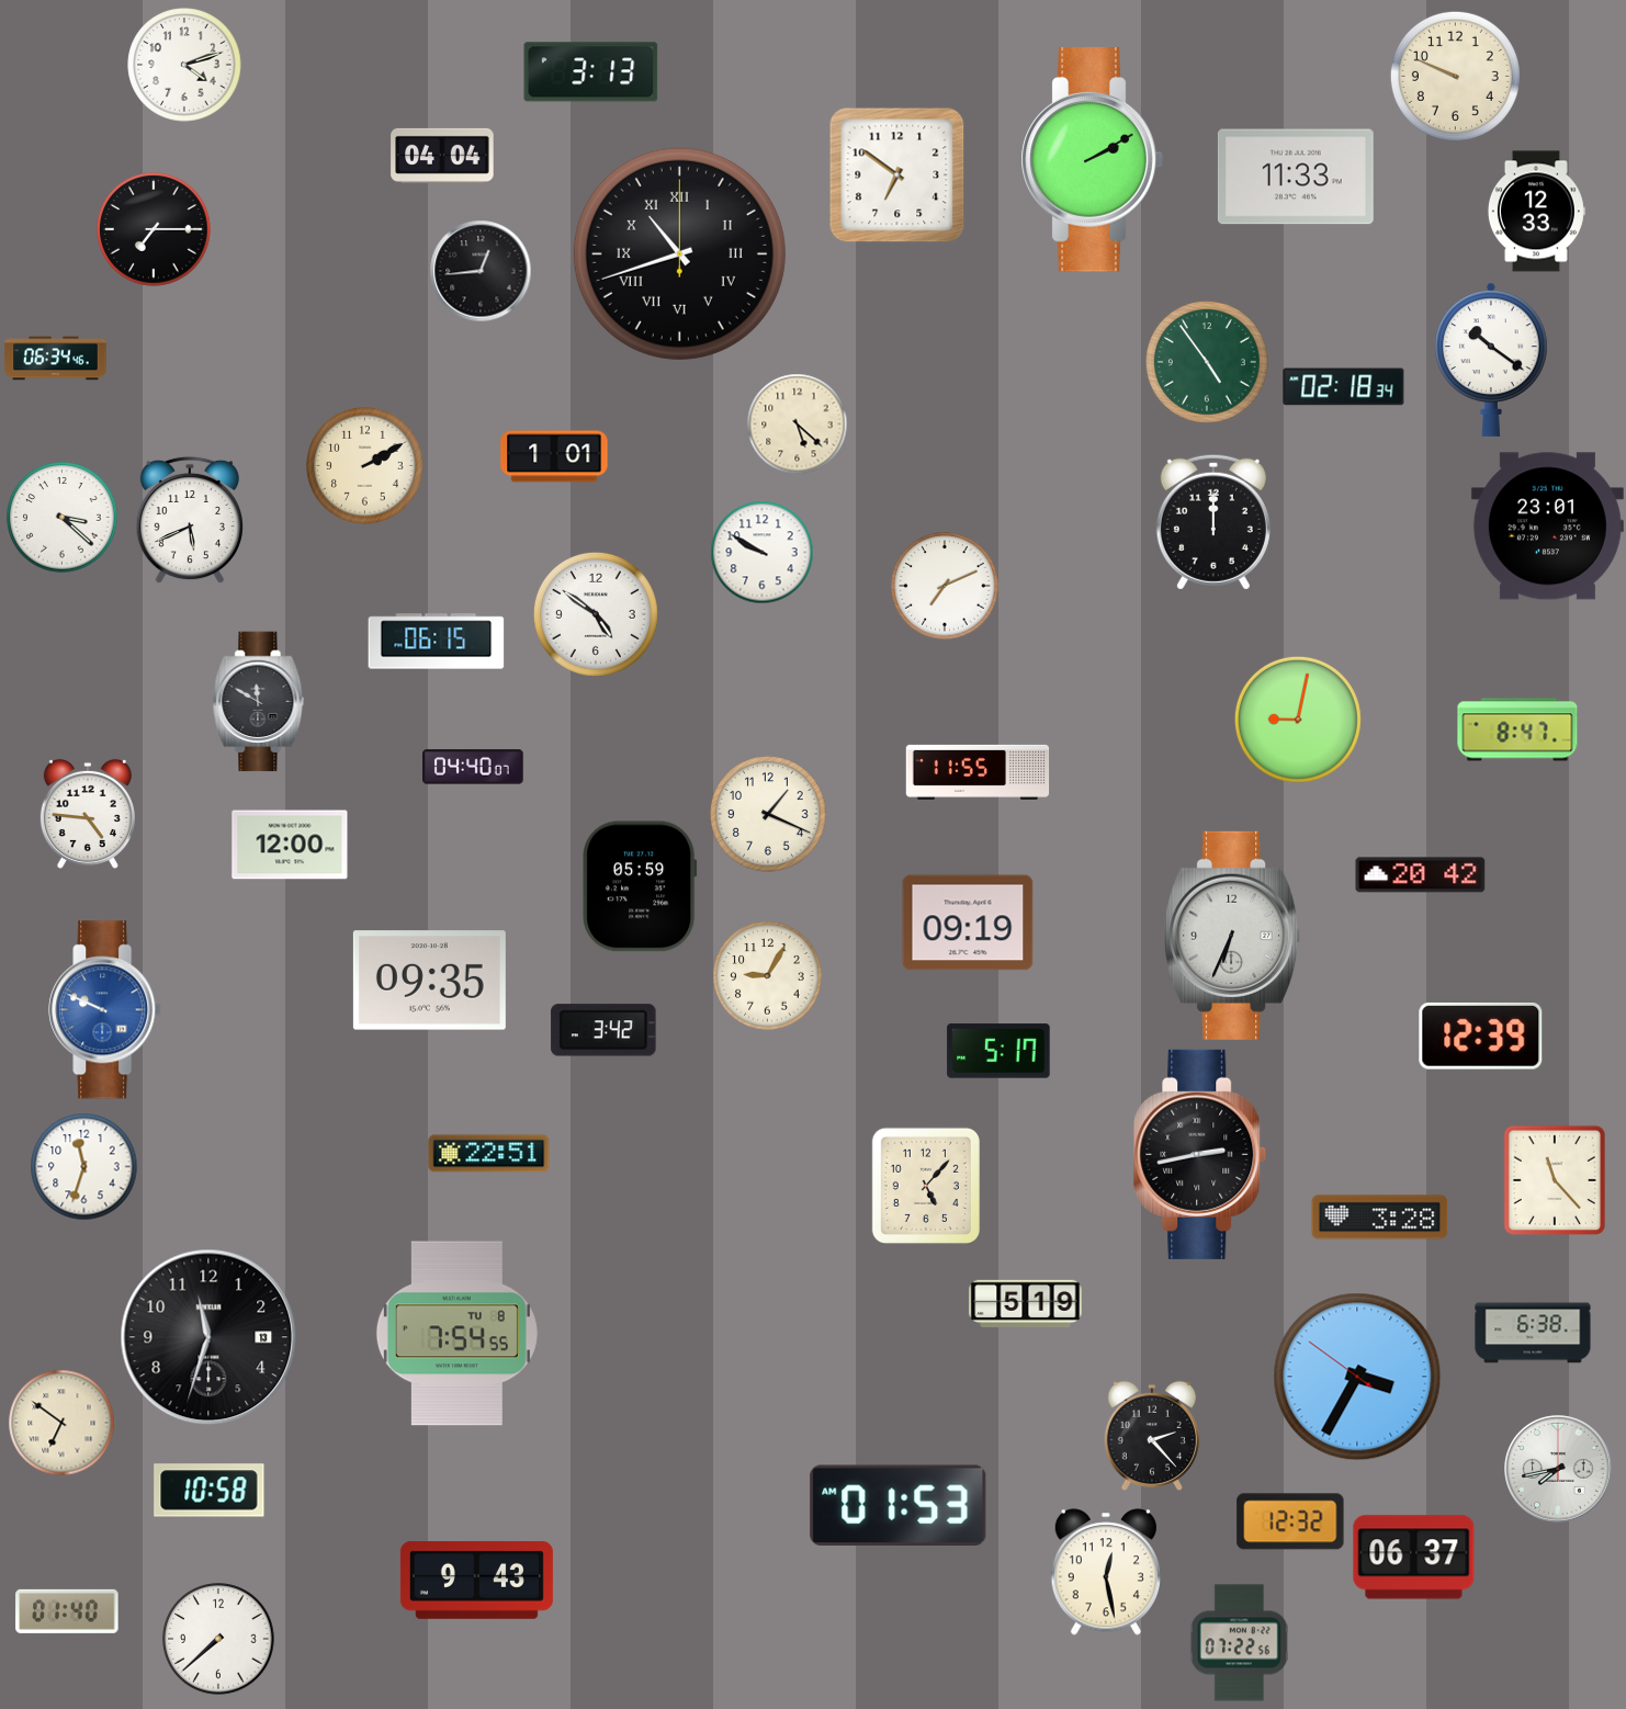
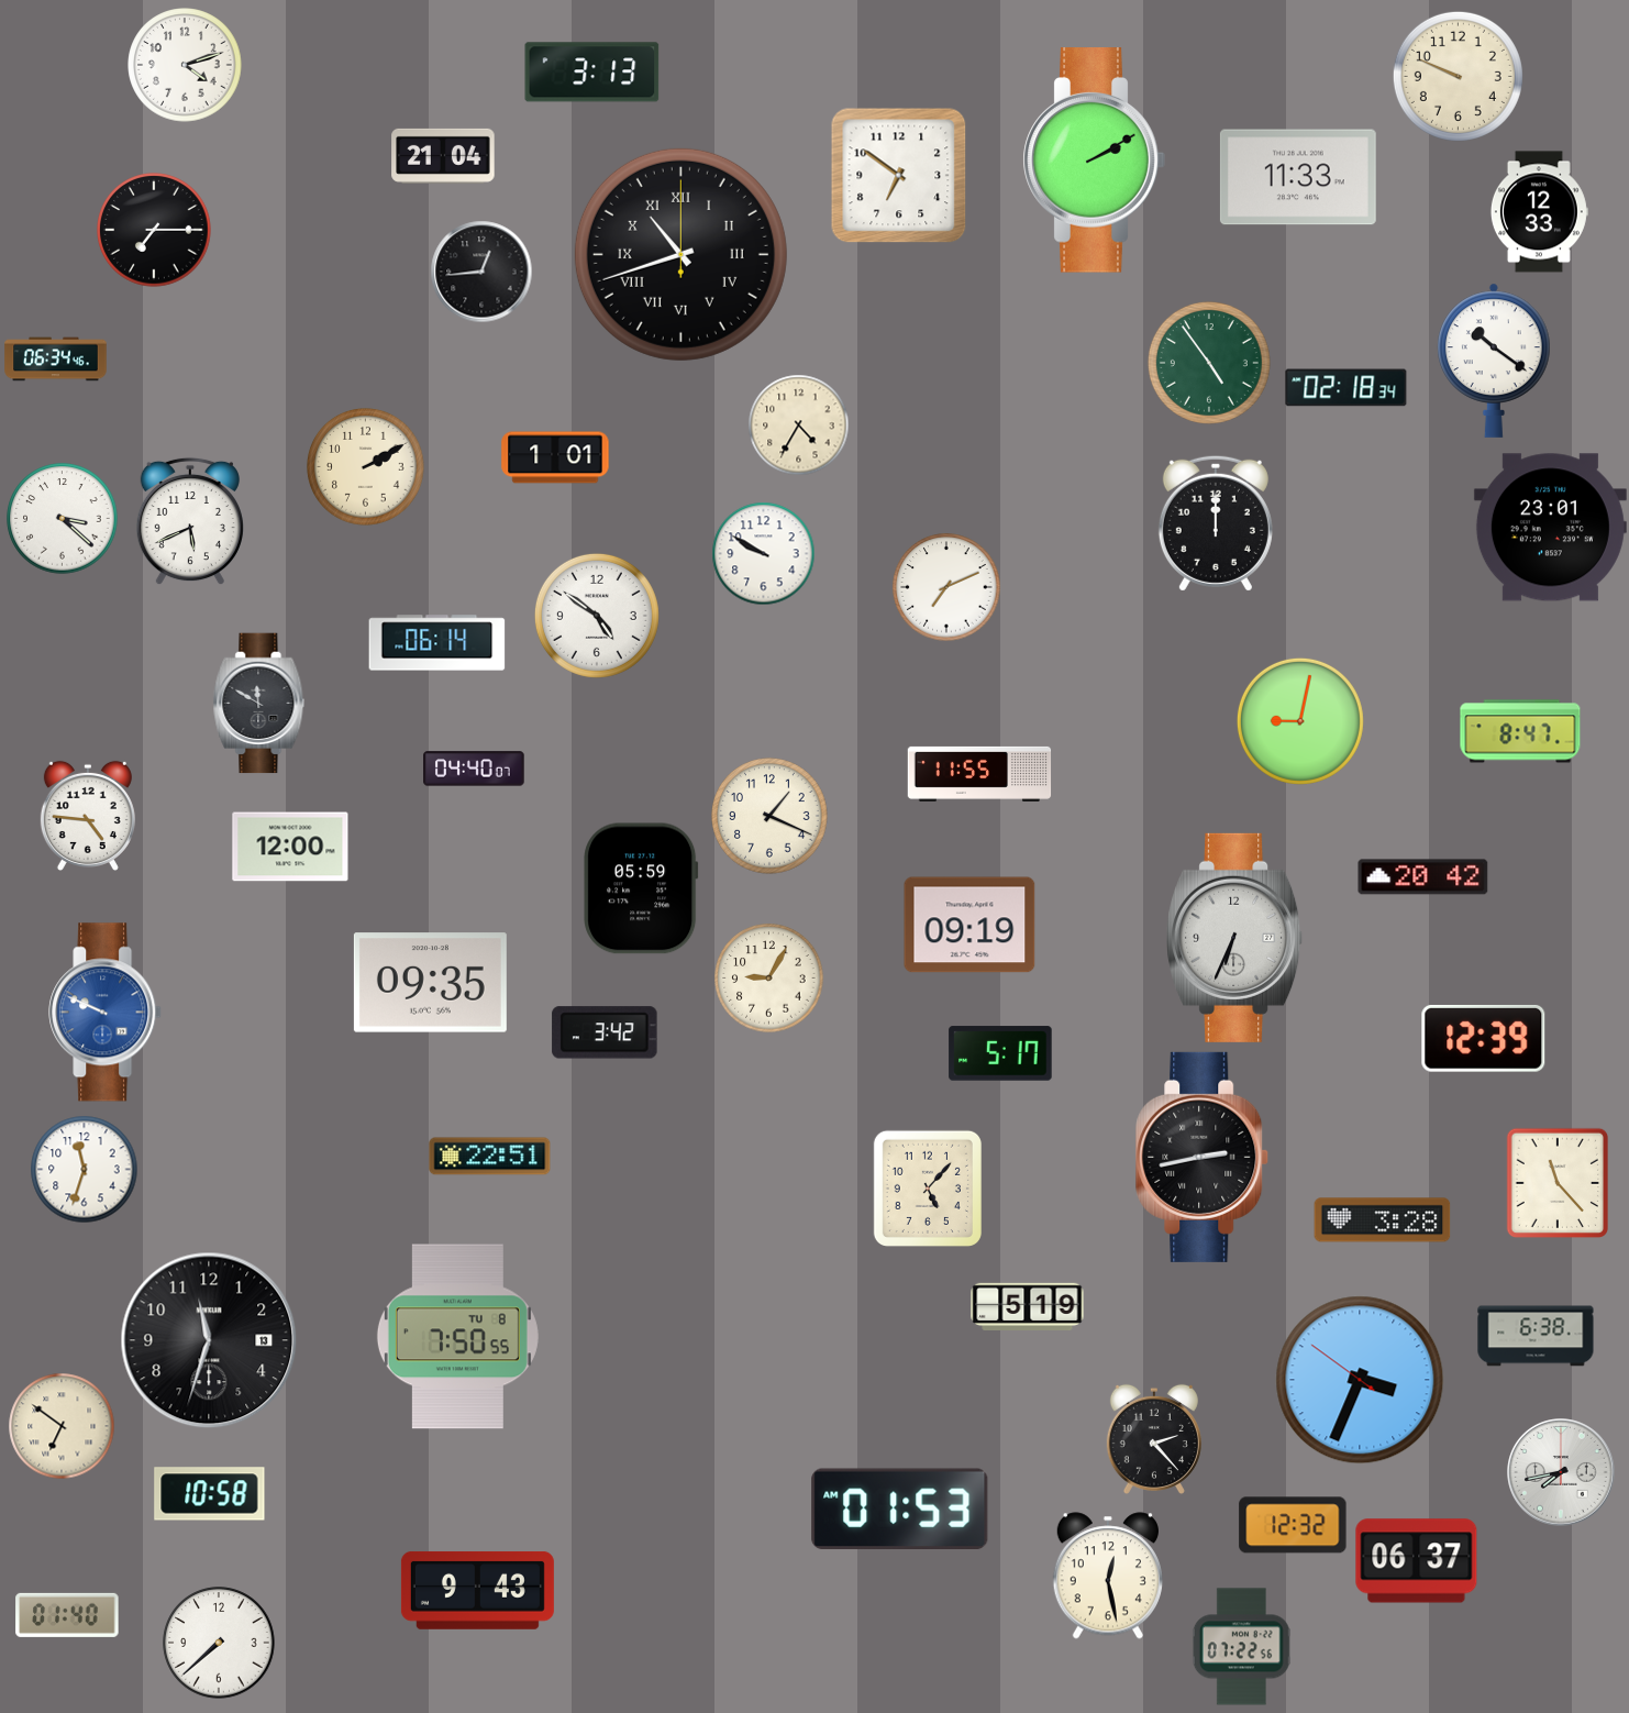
clock at (442, 156): 04:04 -> 21:04
clock at (797, 423): 5:22 -> 4:35
clock at (437, 642): 06:15 -> 06:14
clock at (456, 1334): 7:54 -> 7:50
clock at (1357, 1377): 3:34 -> 3:33
clock at (476, 1580) position: (476, 1580) -> (477, 1590)
